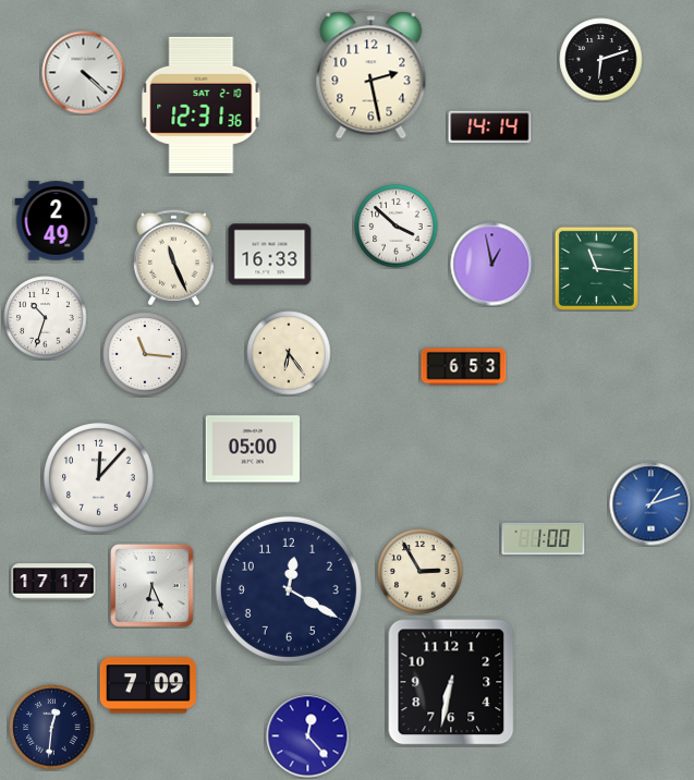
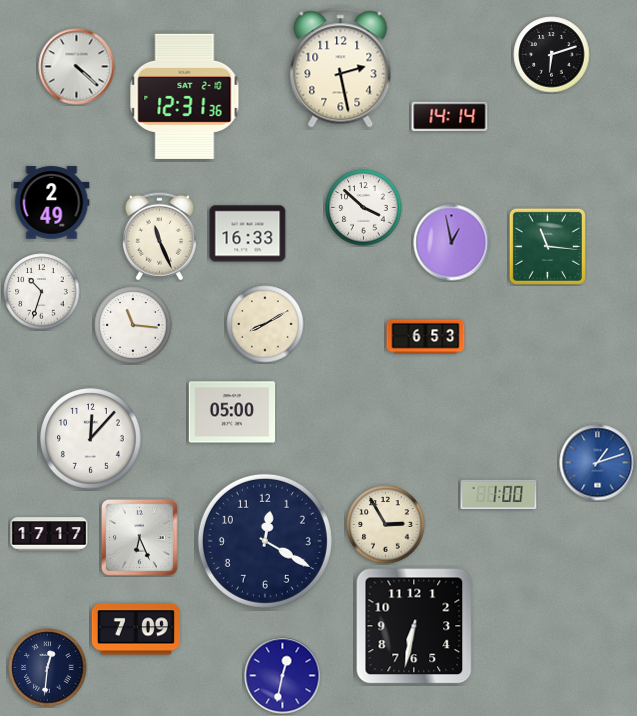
clock at (289, 353): 6:24 -> 8:10
clock at (308, 736): 12:23 -> 12:32
